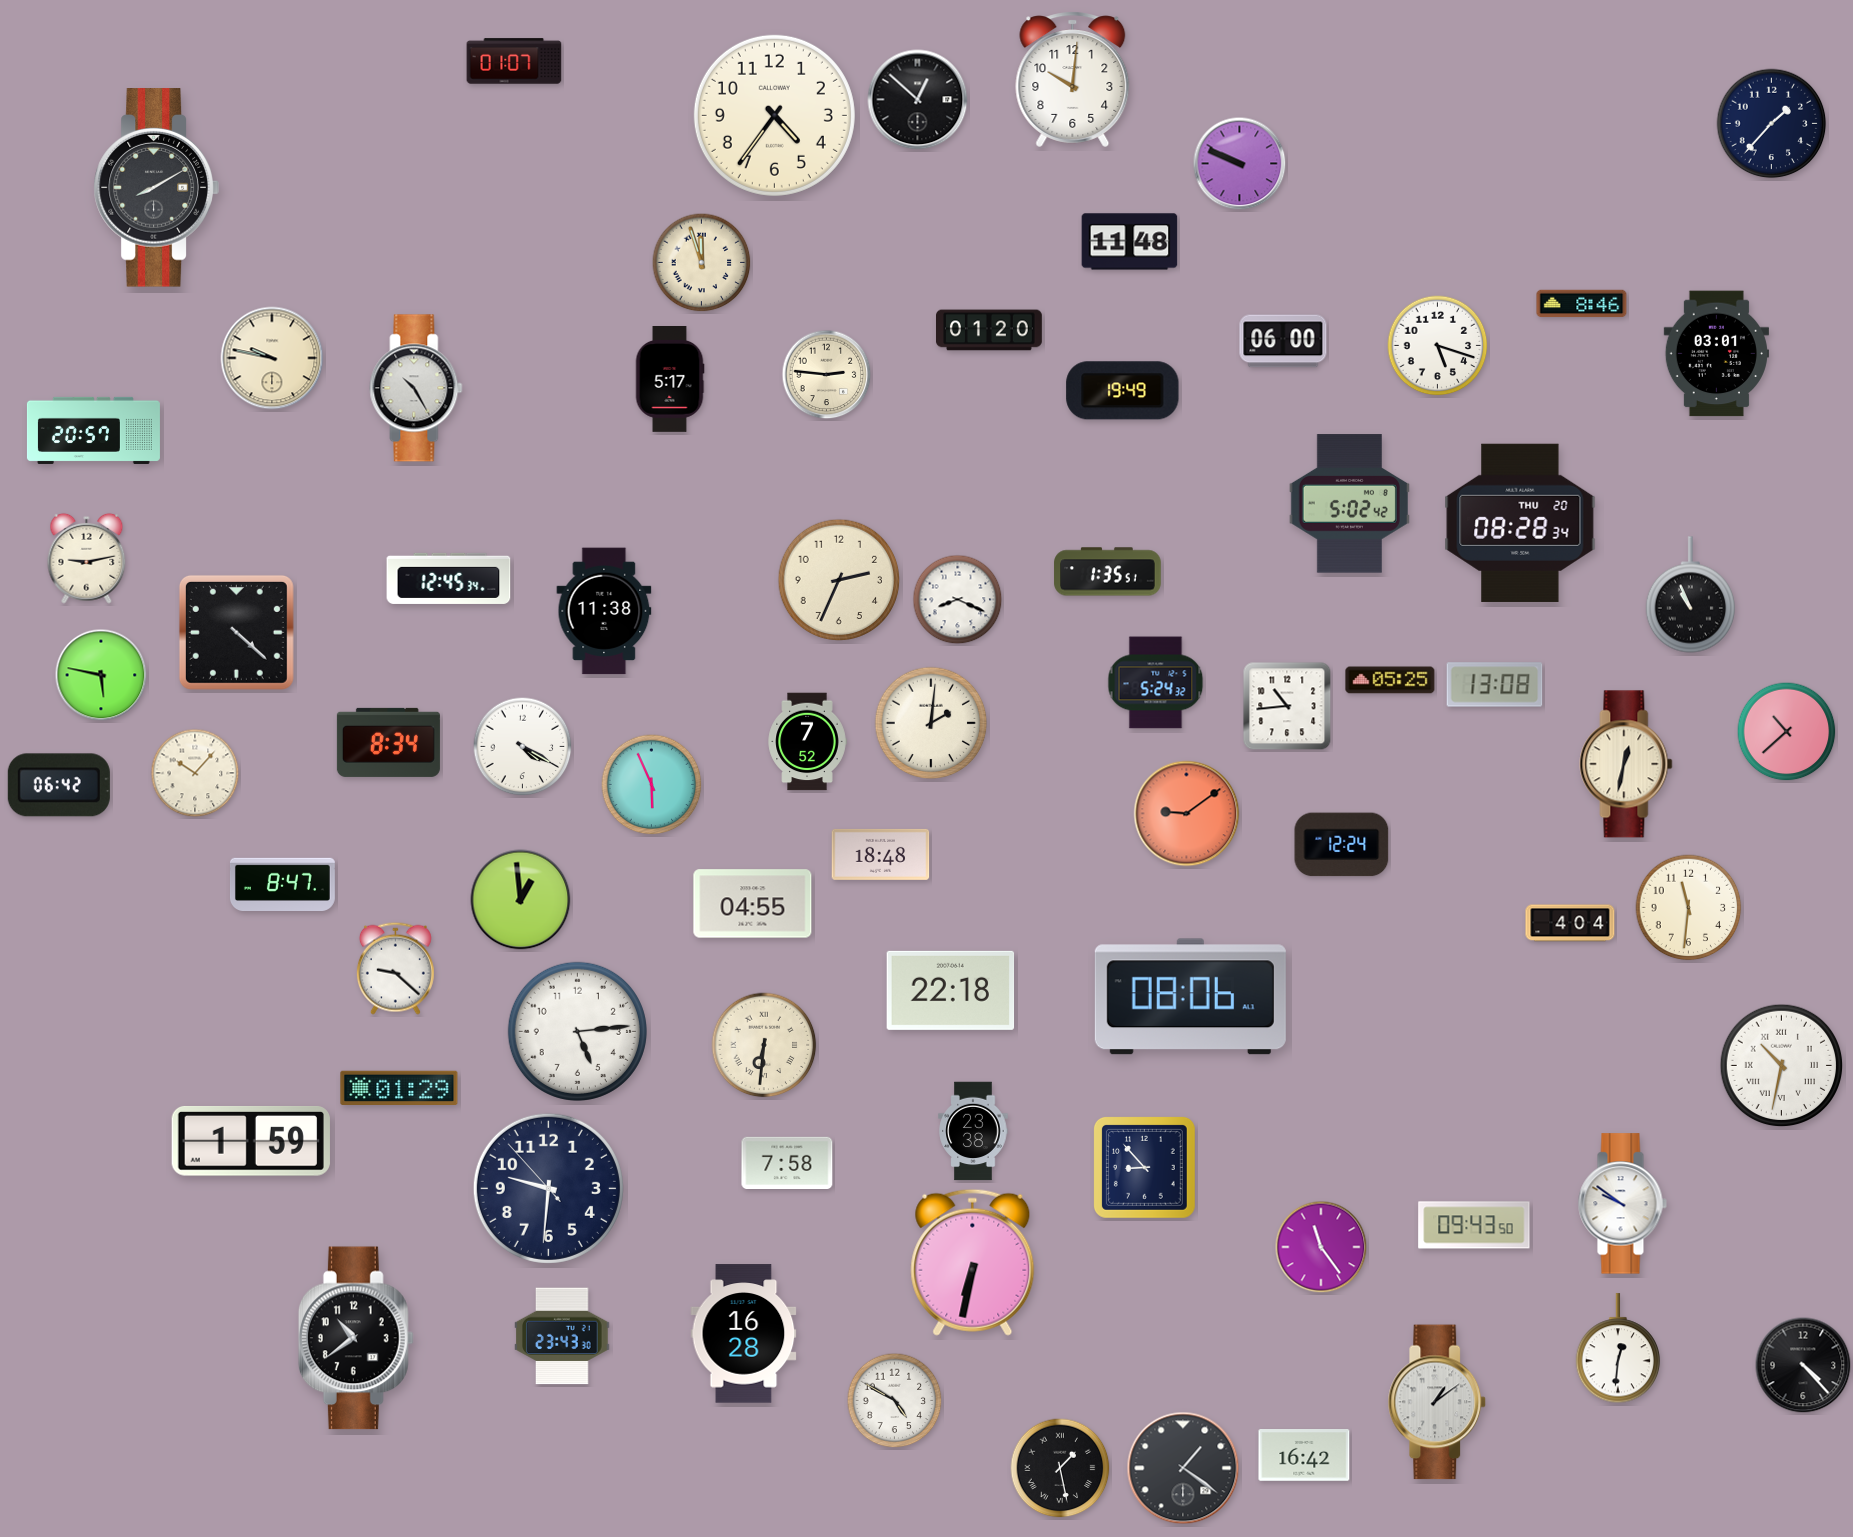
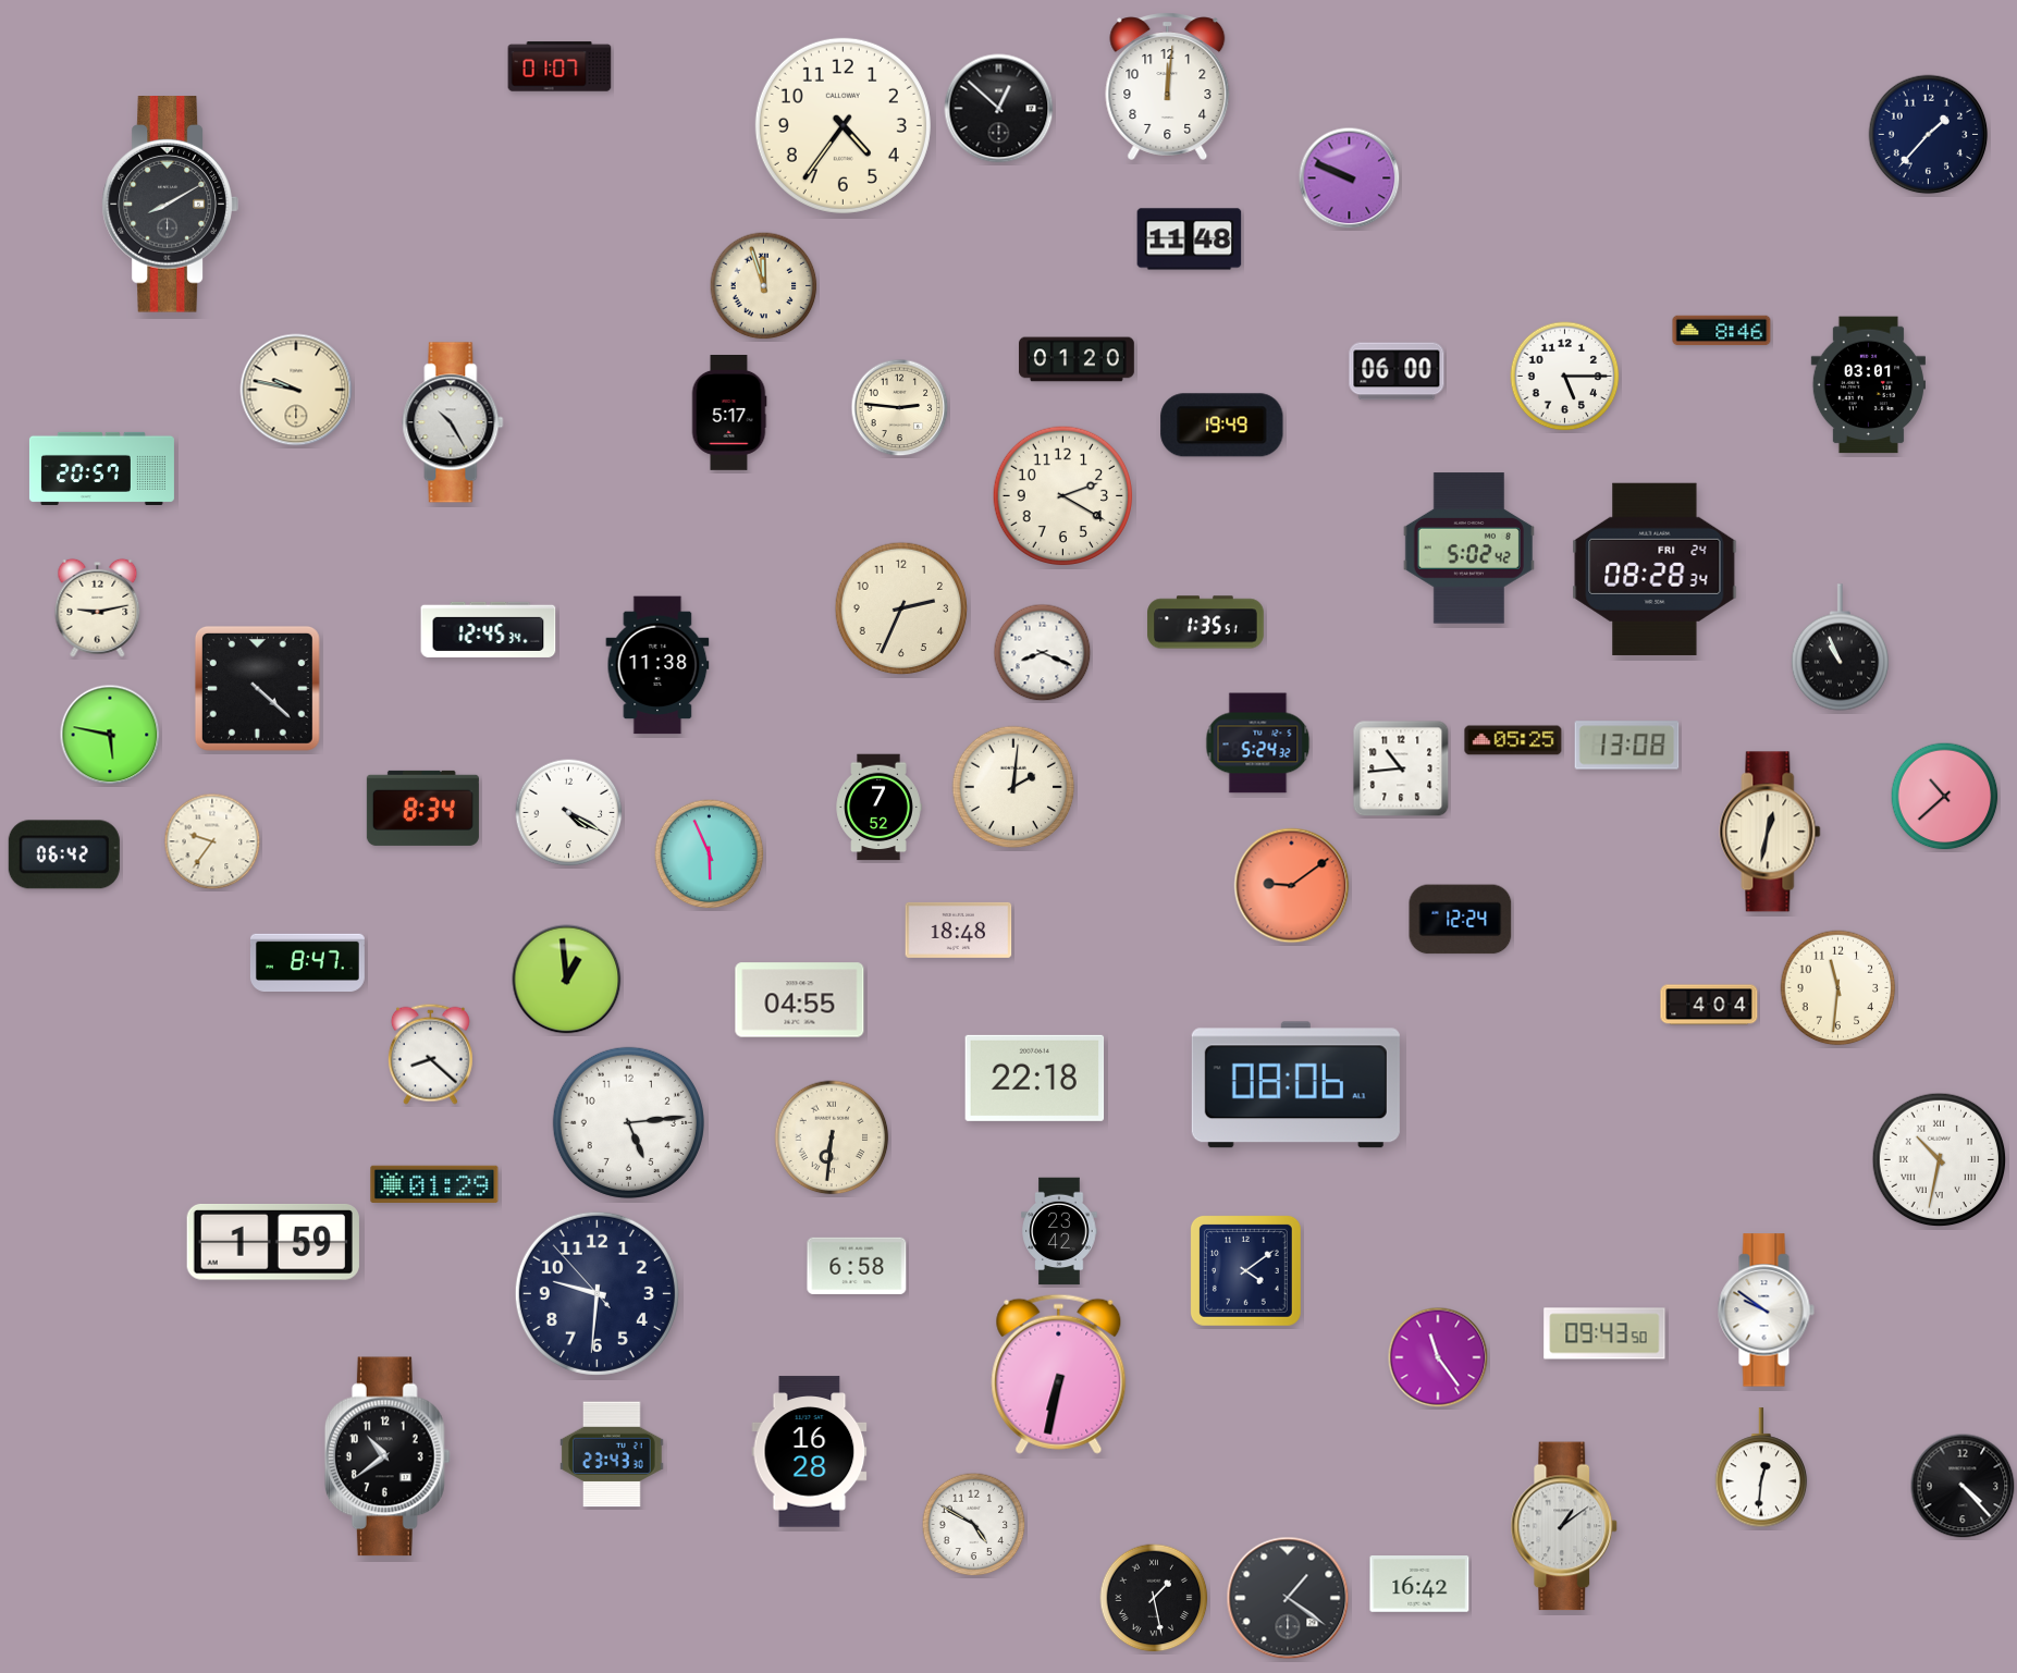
clock at (1073, 79): 10:01 -> 12:01
clock at (1130, 242) position: (1130, 242) -> (1190, 239)
clock at (1438, 346): 5:18 -> 5:15
clock at (1062, 495): none -> 2:20
clock at (1520, 523) date: THU 20 -> FRI 24
clock at (87, 558) position: (87, 558) -> (98, 607)
clock at (839, 580) position: (839, 580) -> (901, 608)
clock at (195, 773): 10:07 -> 9:36
clock at (753, 904) position: (753, 904) -> (800, 1000)
clock at (395, 968): 9:22 -> 8:22
clock at (973, 1131): 23:38 -> 23:42
clock at (787, 1162): 7:58 -> 6:58
clock at (1144, 1167): 8:53 -> 4:09
